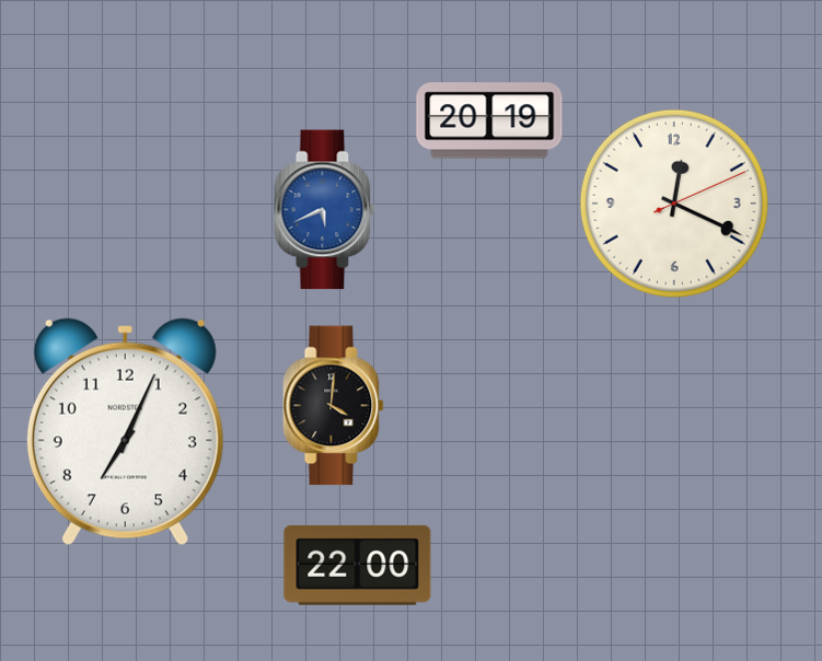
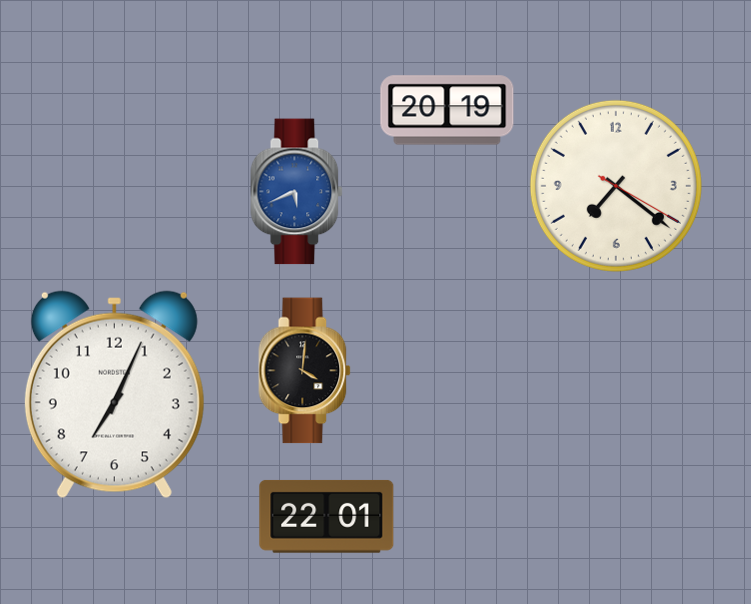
clock at (674, 204): 12:19 -> 7:21
clock at (358, 565): 22:00 -> 22:01
